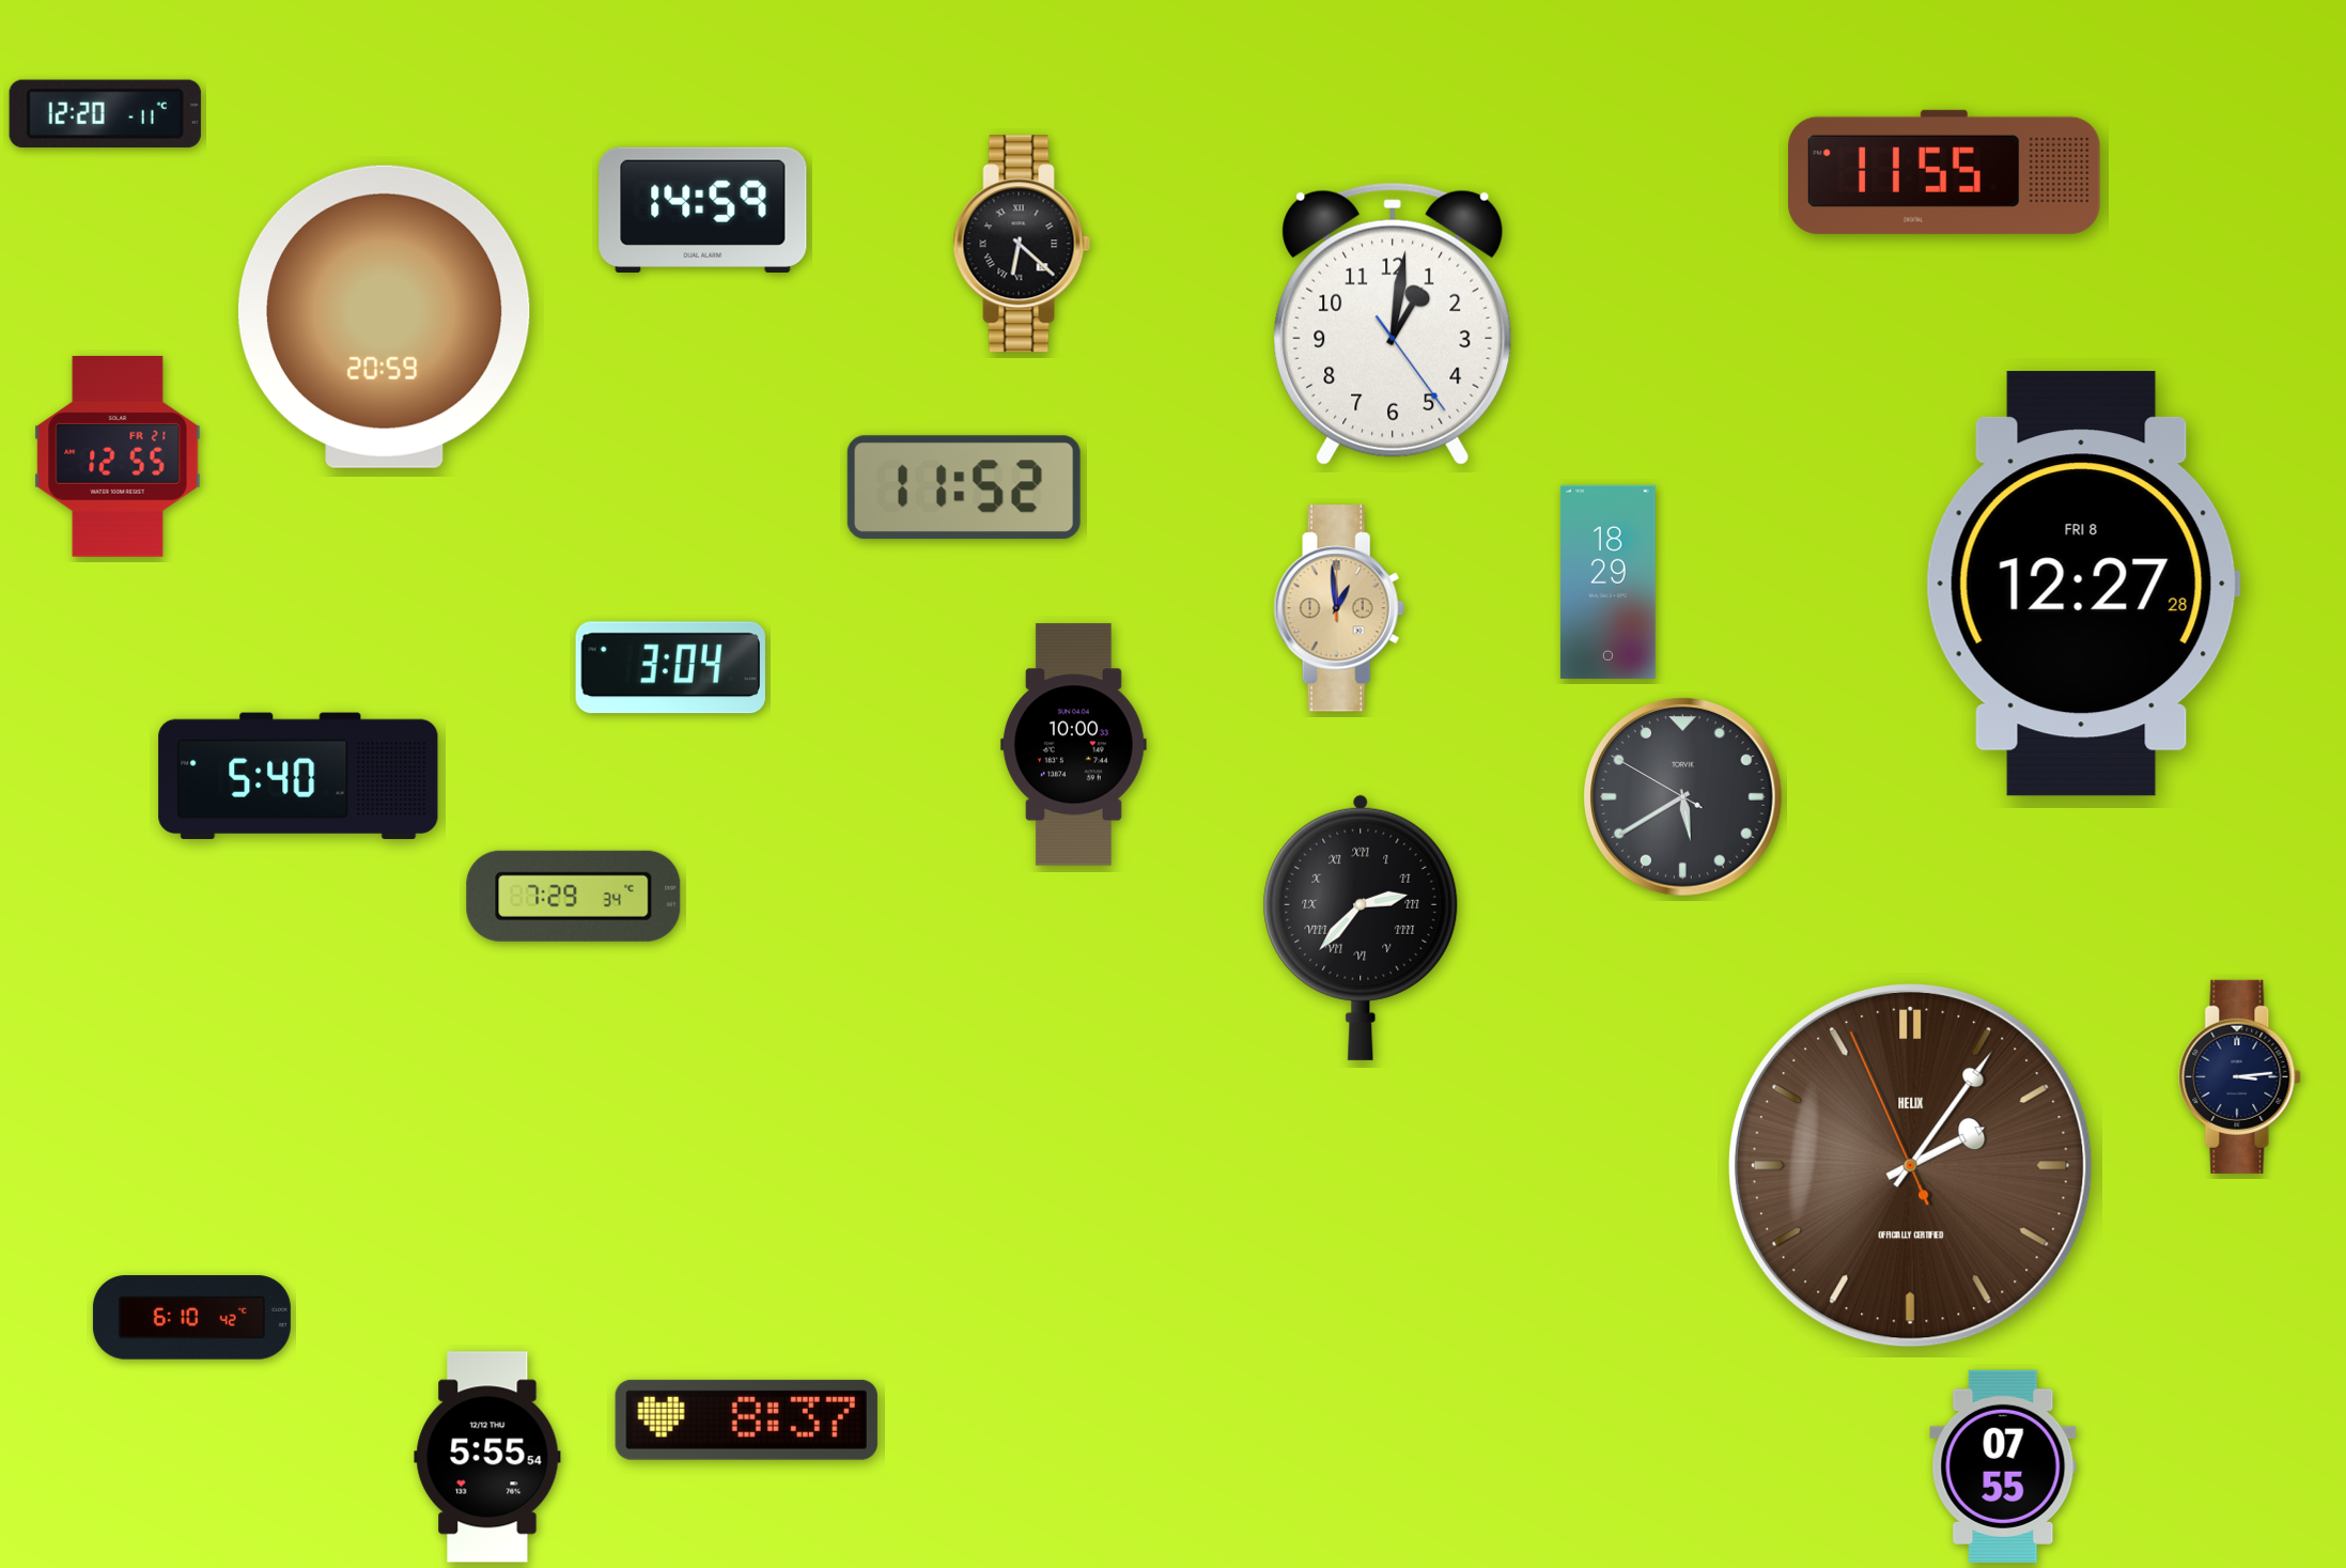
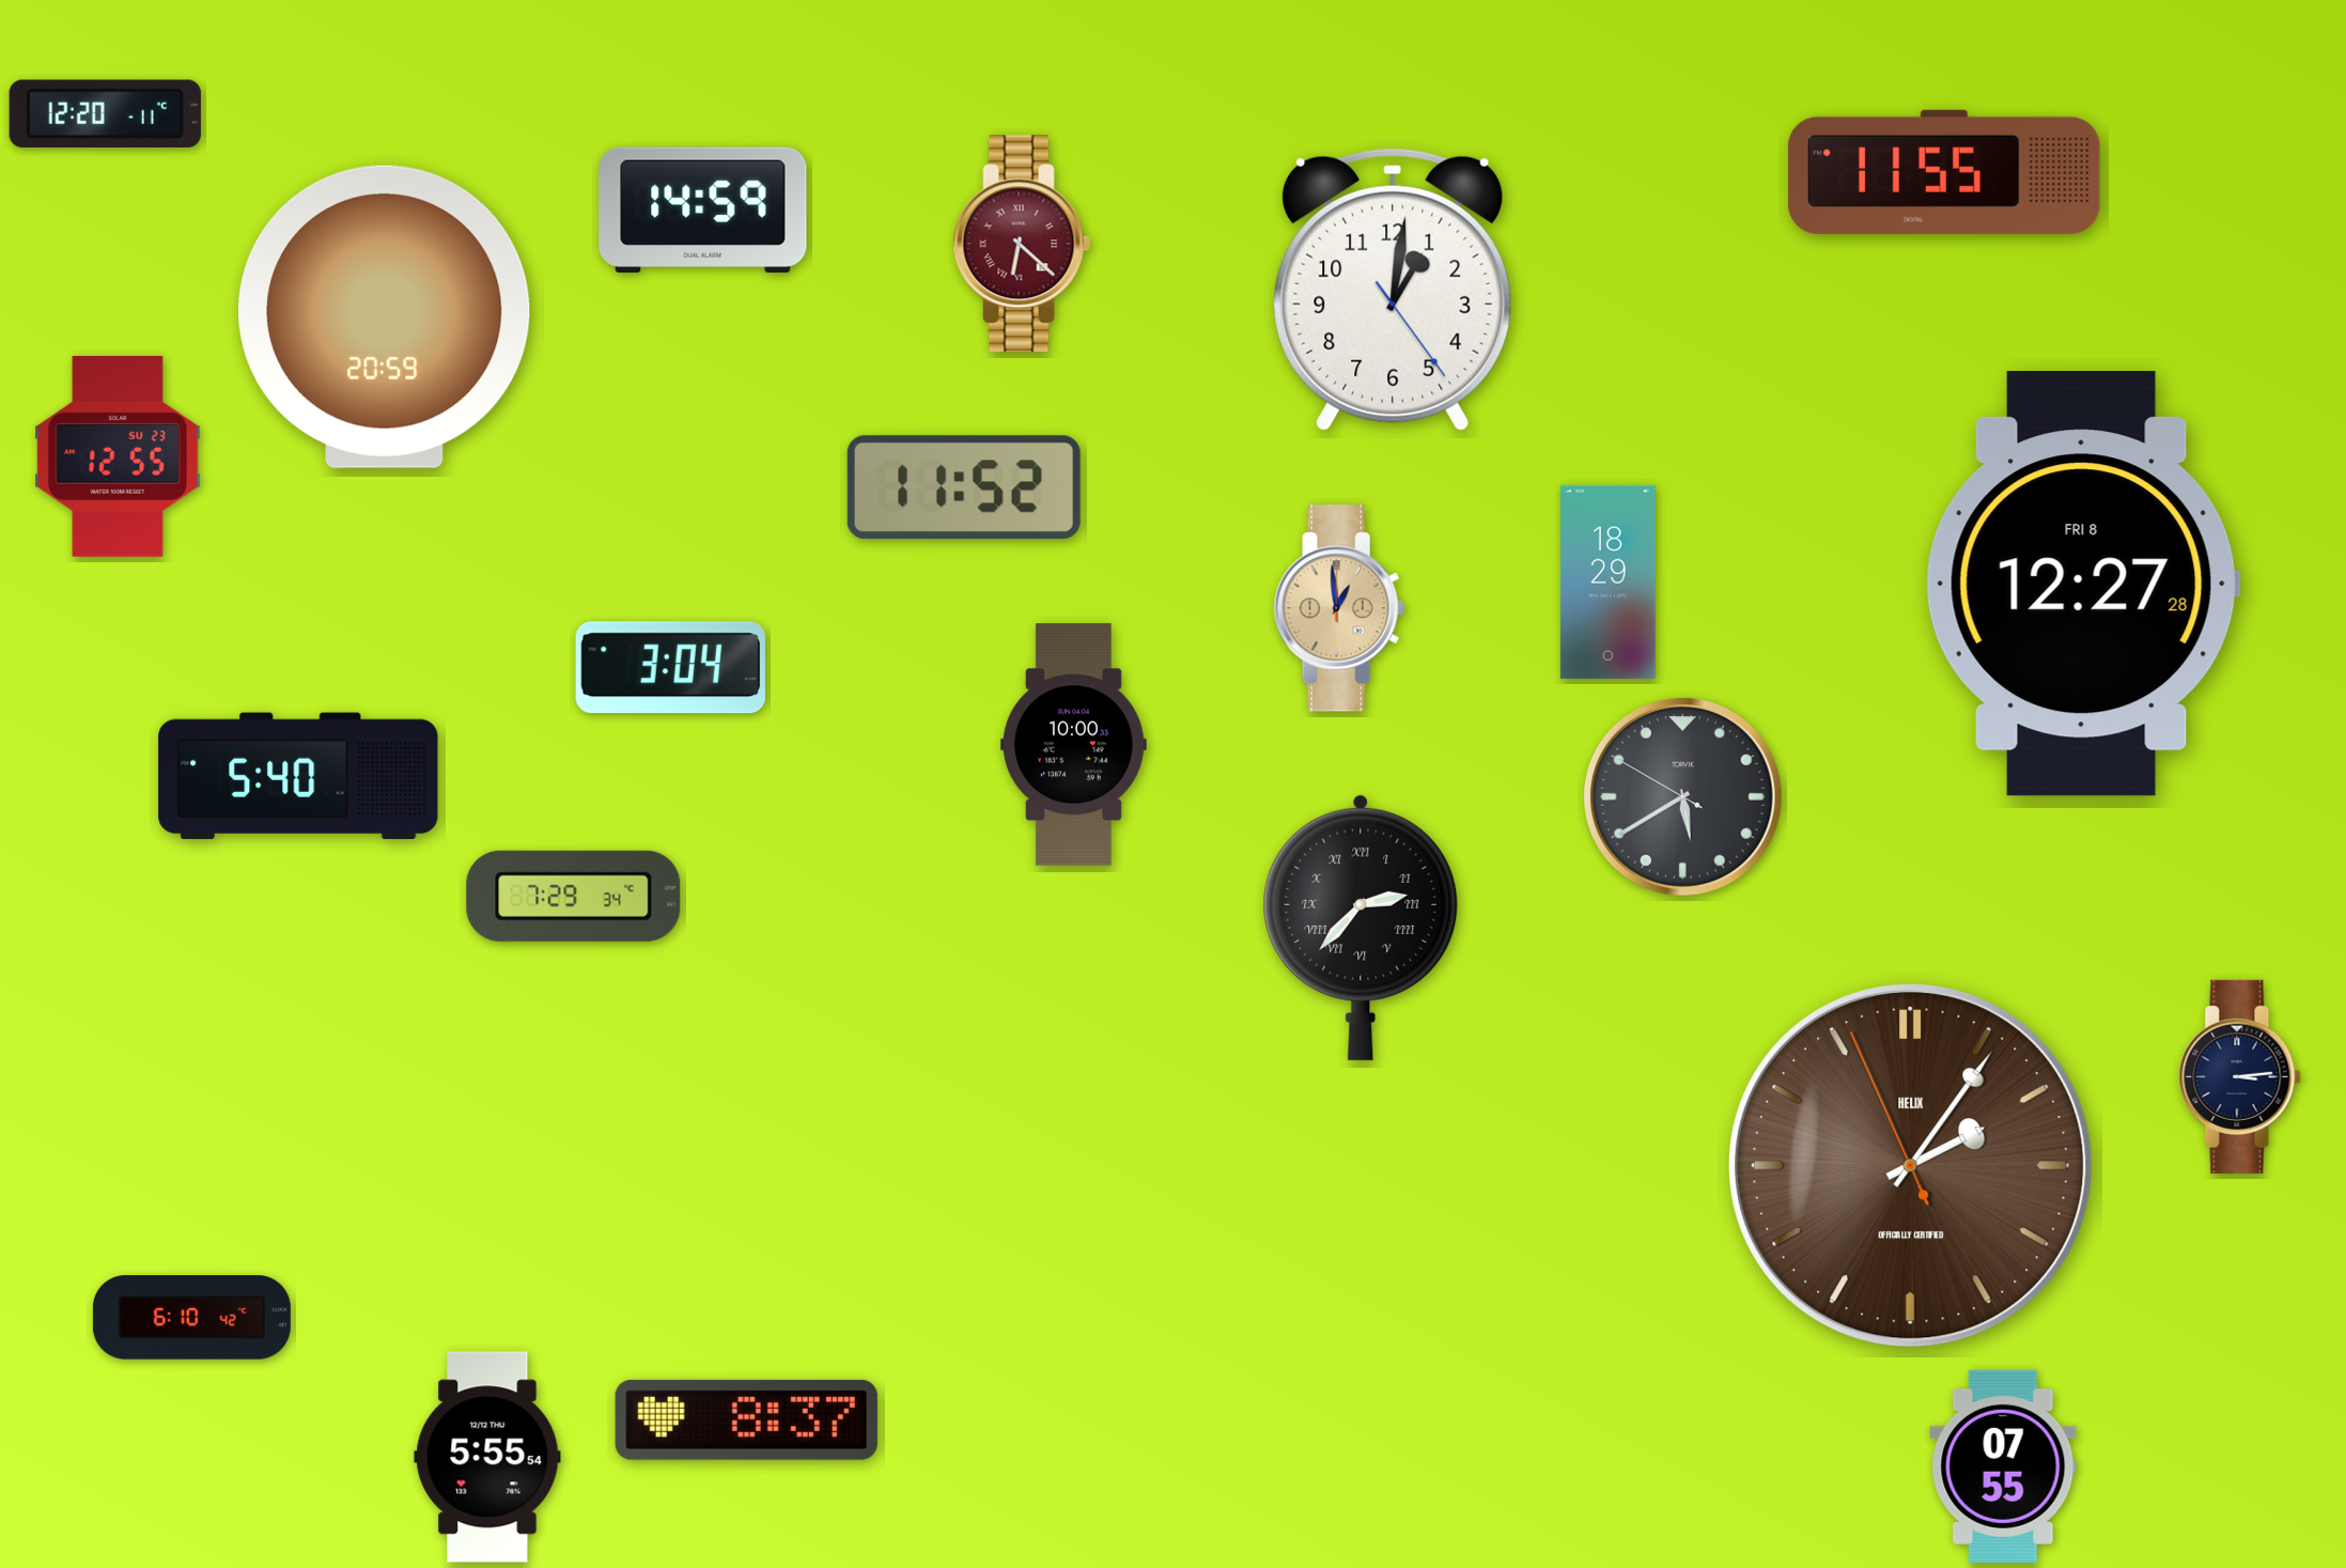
clock at (1022, 244) dial: black -> burgundy
clock at (1393, 324) position: (1393, 324) -> (1393, 290)
clock at (118, 456) date: FR 21 -> SU 23
